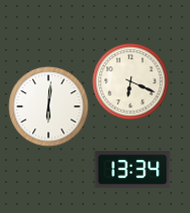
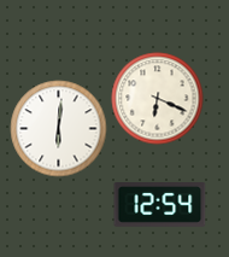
clock at (133, 170): 13:34 -> 12:54
